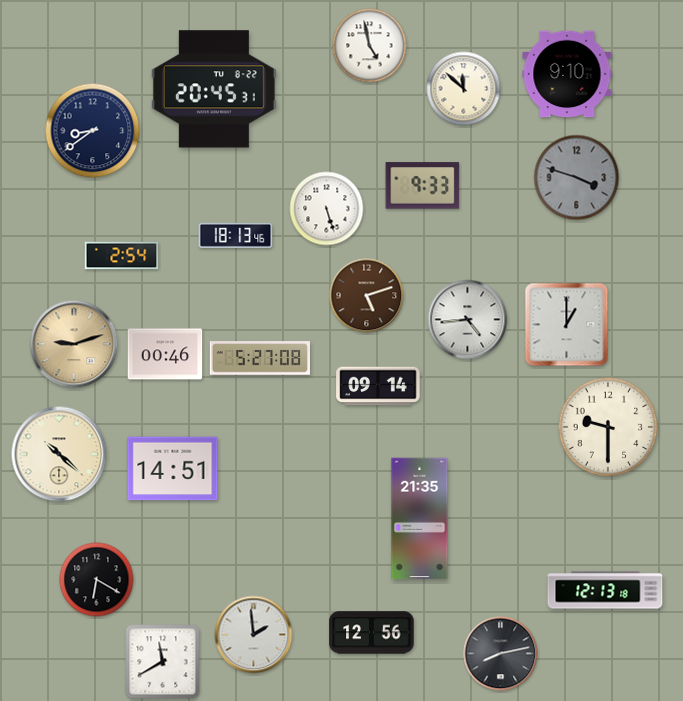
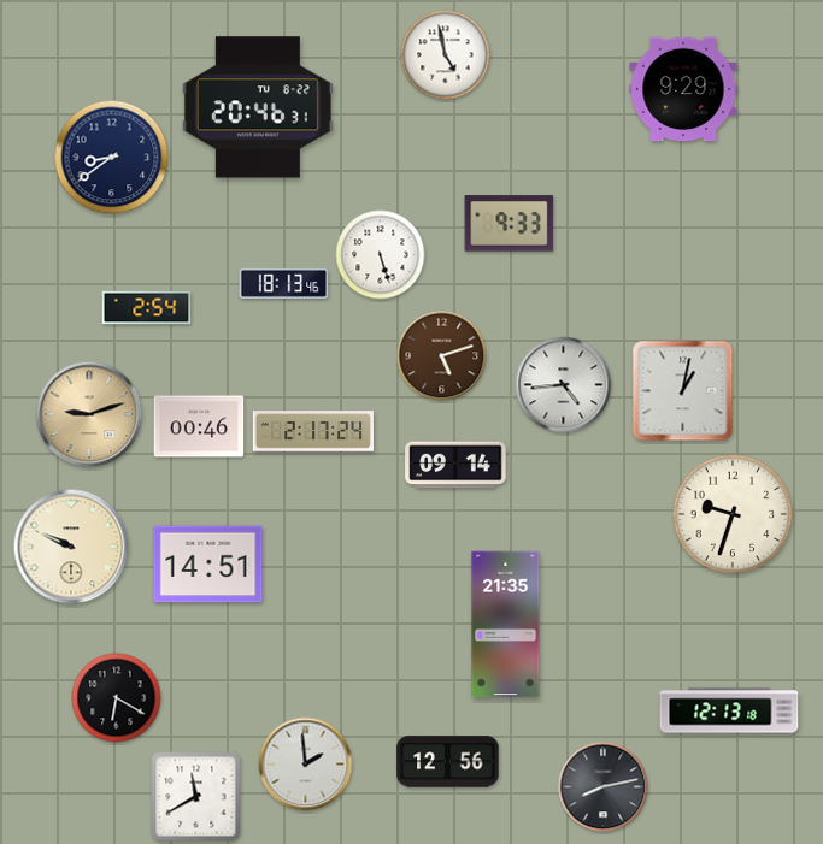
clock at (567, 74): 9:10 -> 9:29
clock at (214, 89): 20:45 -> 20:46
clock at (464, 89): 11:52 -> none
clock at (577, 178): 3:48 -> none
clock at (327, 209) position: (327, 209) -> (381, 255)
clock at (567, 325): 1:00 -> 1:02
clock at (259, 358): 5:27 -> 2:17
clock at (608, 427): 9:30 -> 9:33
clock at (59, 454): 10:22 -> 9:49
